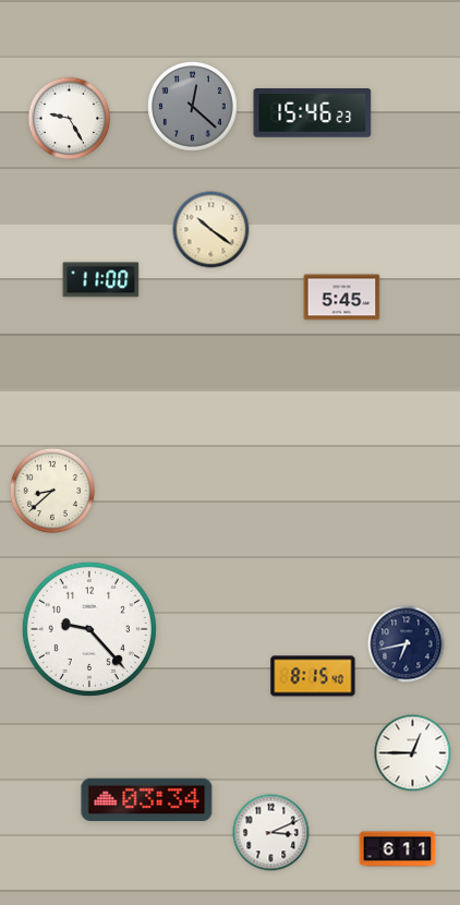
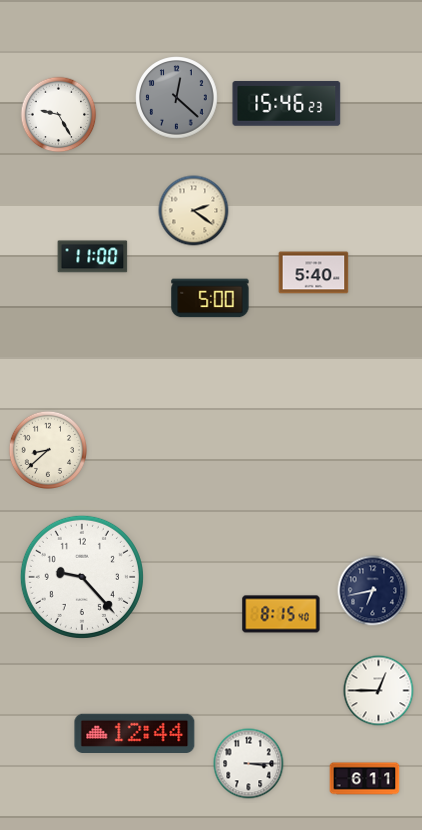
clock at (70, 119) position: (70, 119) -> (59, 115)
clock at (211, 230): 10:21 -> 2:21
clock at (342, 298): 5:45 -> 5:40
clock at (210, 298): none -> 5:00
clock at (313, 676) position: (313, 676) -> (281, 614)
clock at (147, 799): 03:34 -> 12:44
clock at (271, 833): 3:11 -> 3:15
